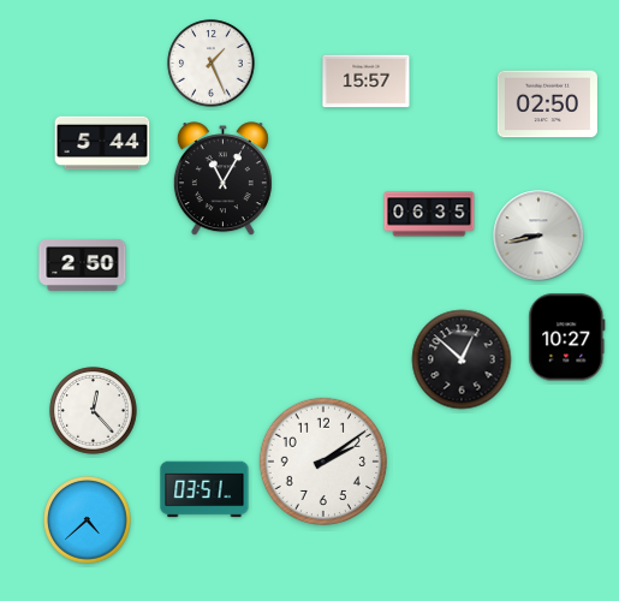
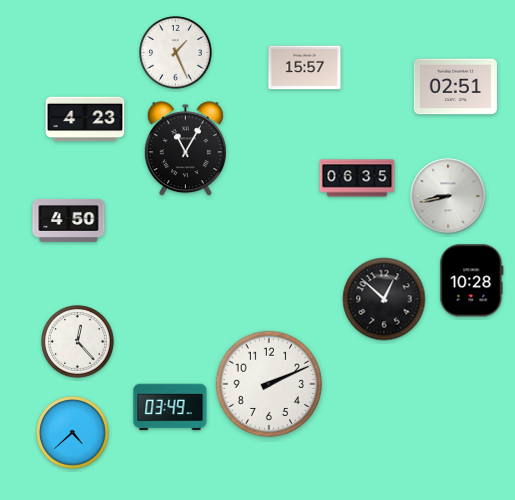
clock at (547, 105): 02:50 -> 02:51
clock at (102, 143): 5:44 -> 4:23
clock at (83, 264): 2:50 -> 4:50
clock at (567, 338): 10:27 -> 10:28
clock at (322, 460): 2:09 -> 2:11
clock at (204, 489): 03:51 -> 03:49
